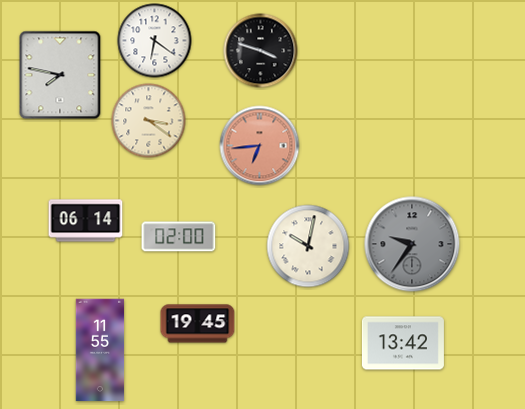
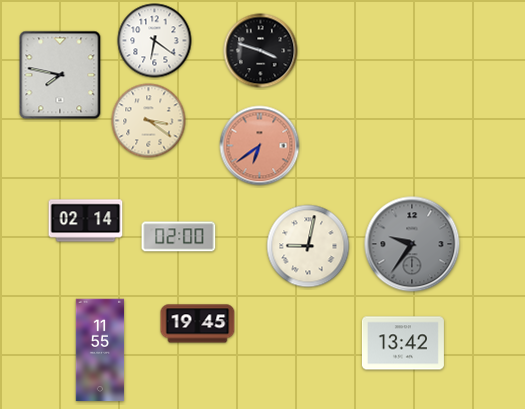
clock at (260, 146): 6:44 -> 6:39
clock at (86, 221): 06:14 -> 02:14
clock at (308, 246): 10:02 -> 9:02
